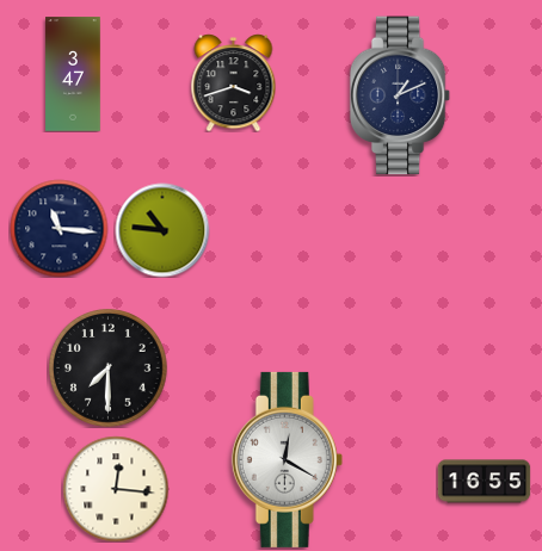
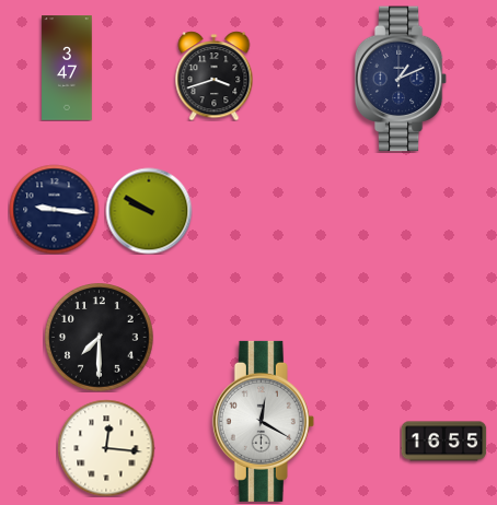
clock at (400, 95) position: (400, 95) -> (401, 79)
clock at (58, 228): 11:16 -> 9:16
clock at (162, 230): 10:46 -> 9:50
